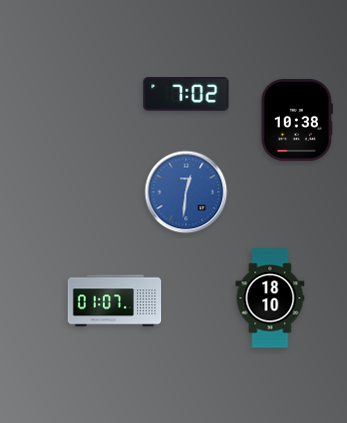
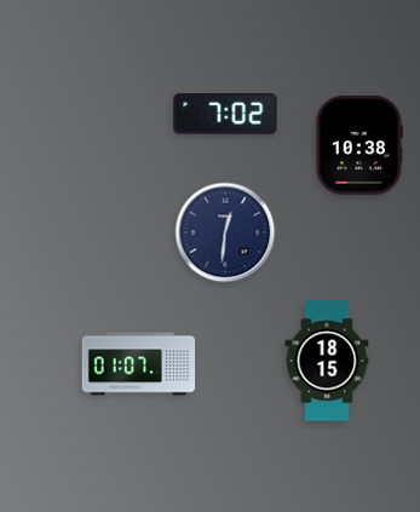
clock at (186, 192) dial: blue -> navy
clock at (270, 298): 18:10 -> 18:15
